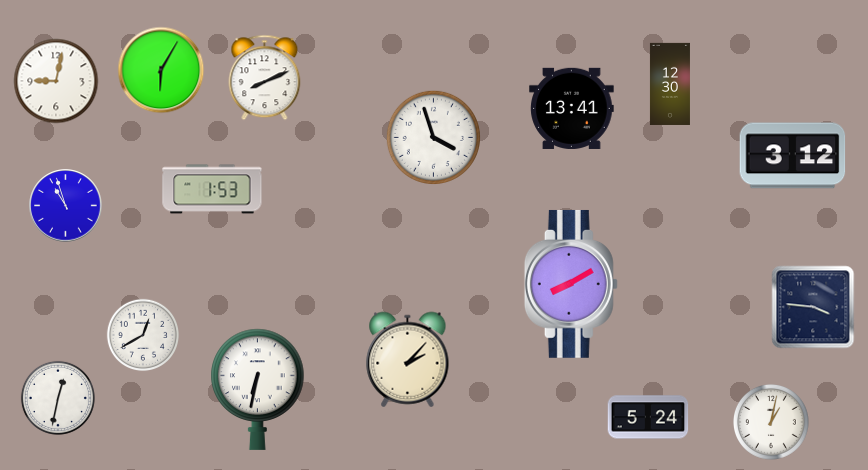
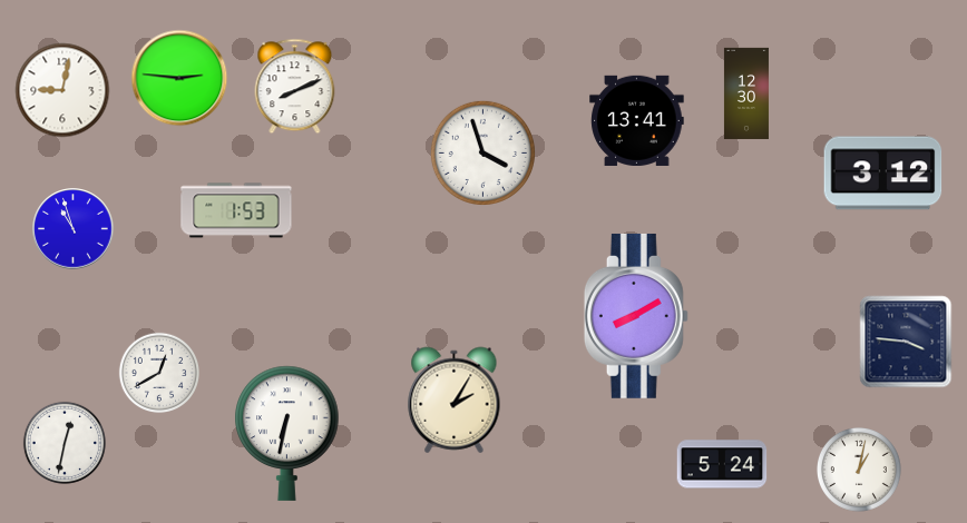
clock at (161, 70): 6:05 -> 2:46
clock at (408, 360): 2:07 -> 2:05
